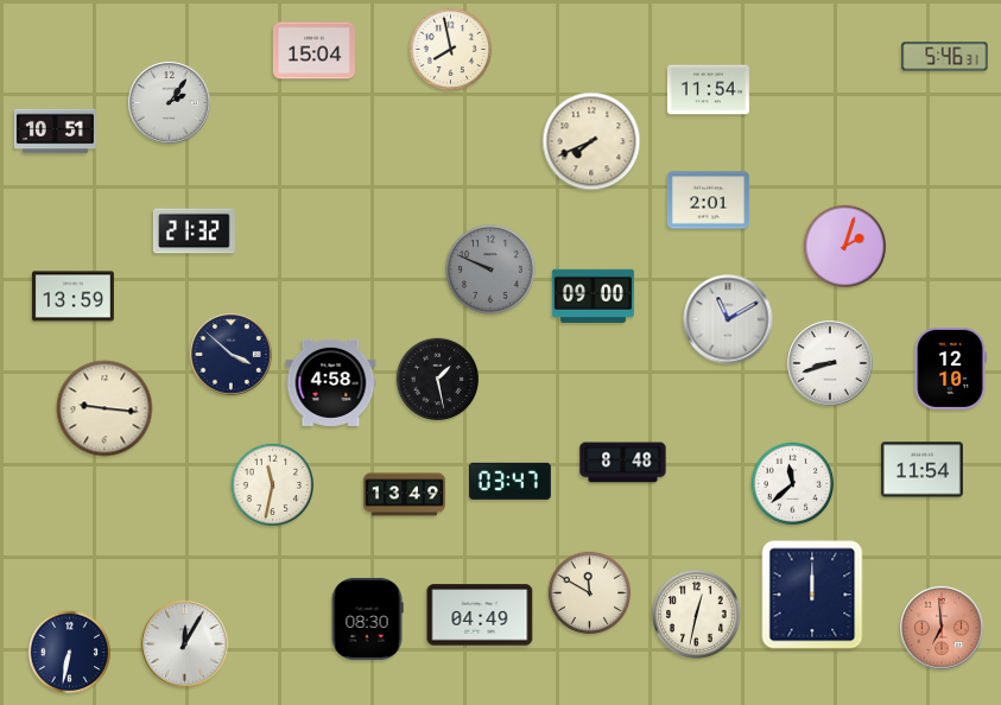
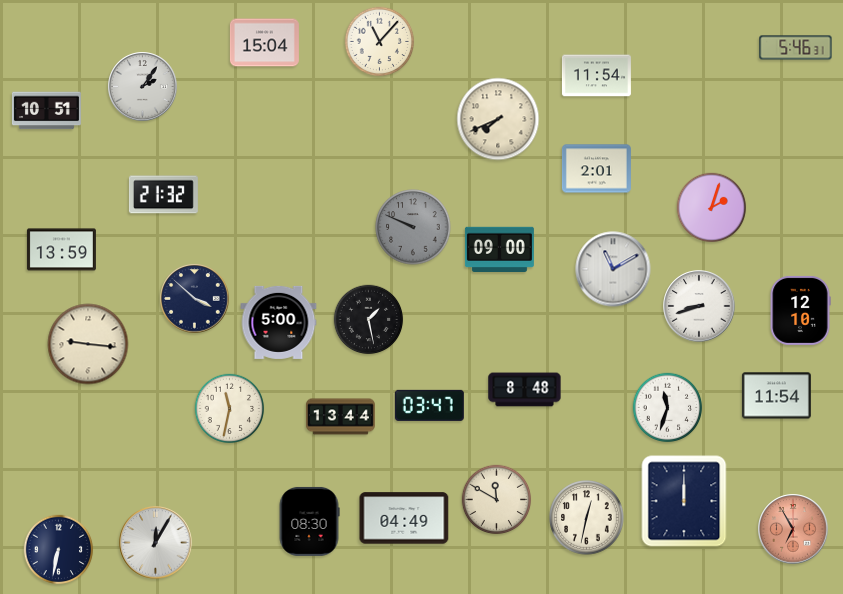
clock at (451, 50): 7:58 -> 11:07
clock at (331, 382): 4:58 -> 5:00
clock at (793, 484): 11:38 -> 11:33
clock at (404, 495): 13:49 -> 13:44
clock at (942, 628): 6:59 -> 6:55
